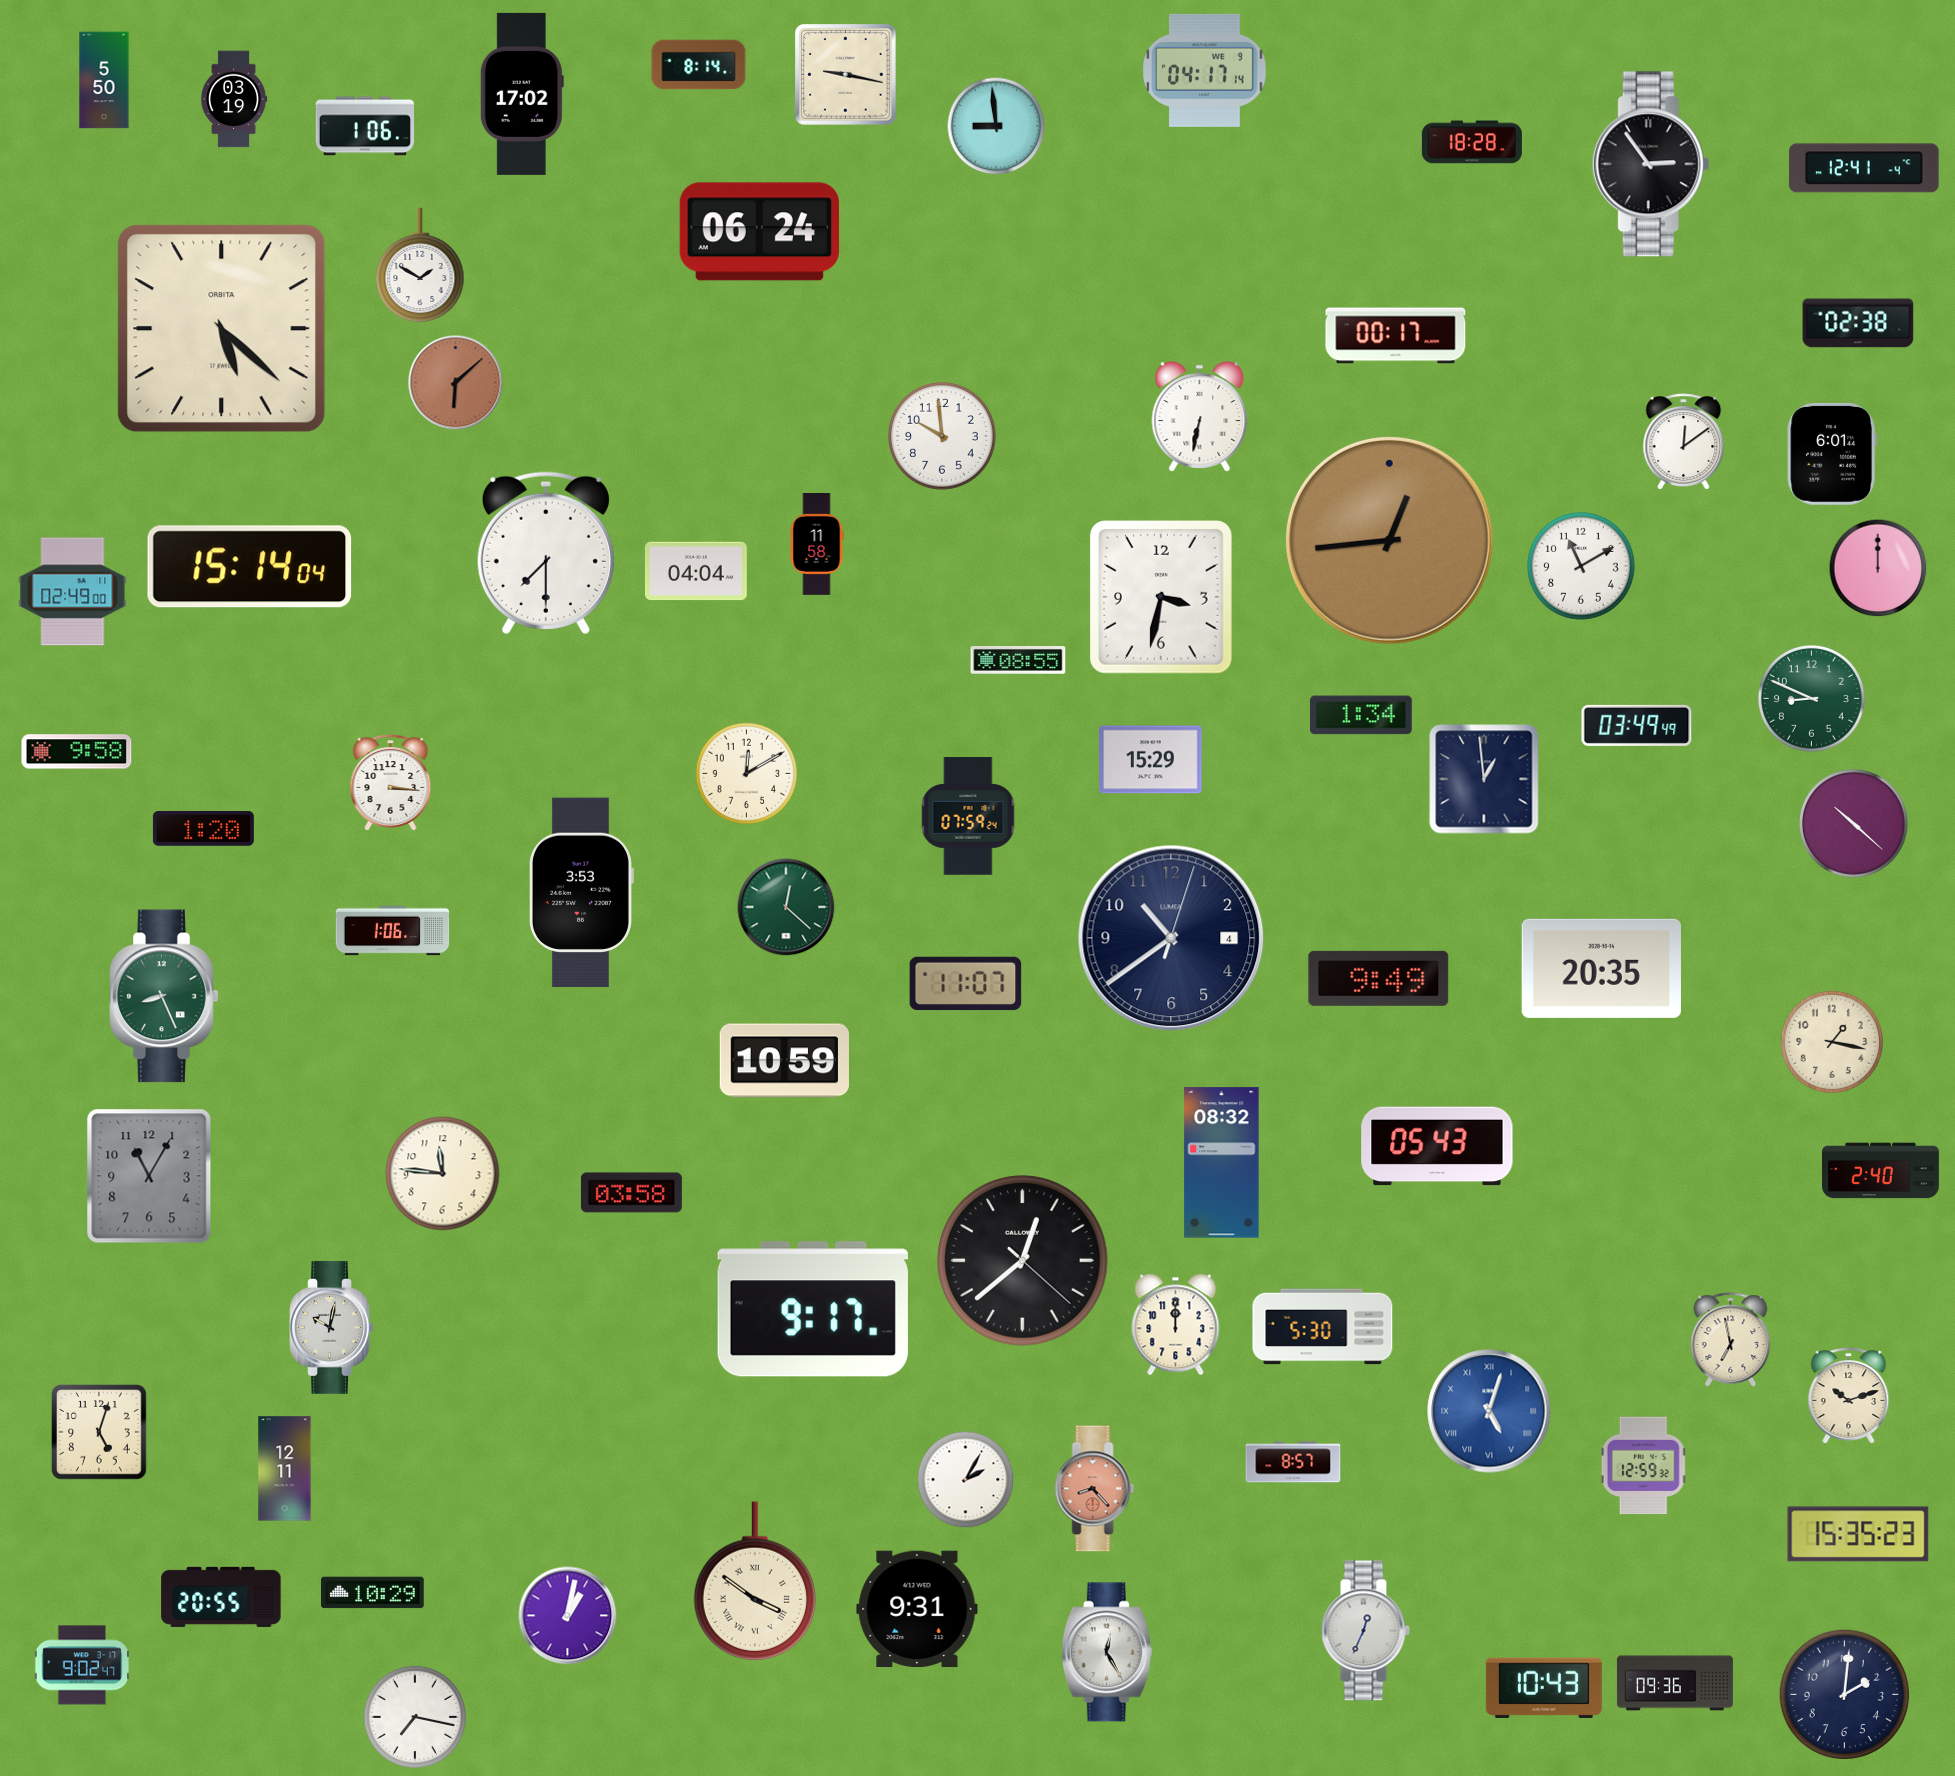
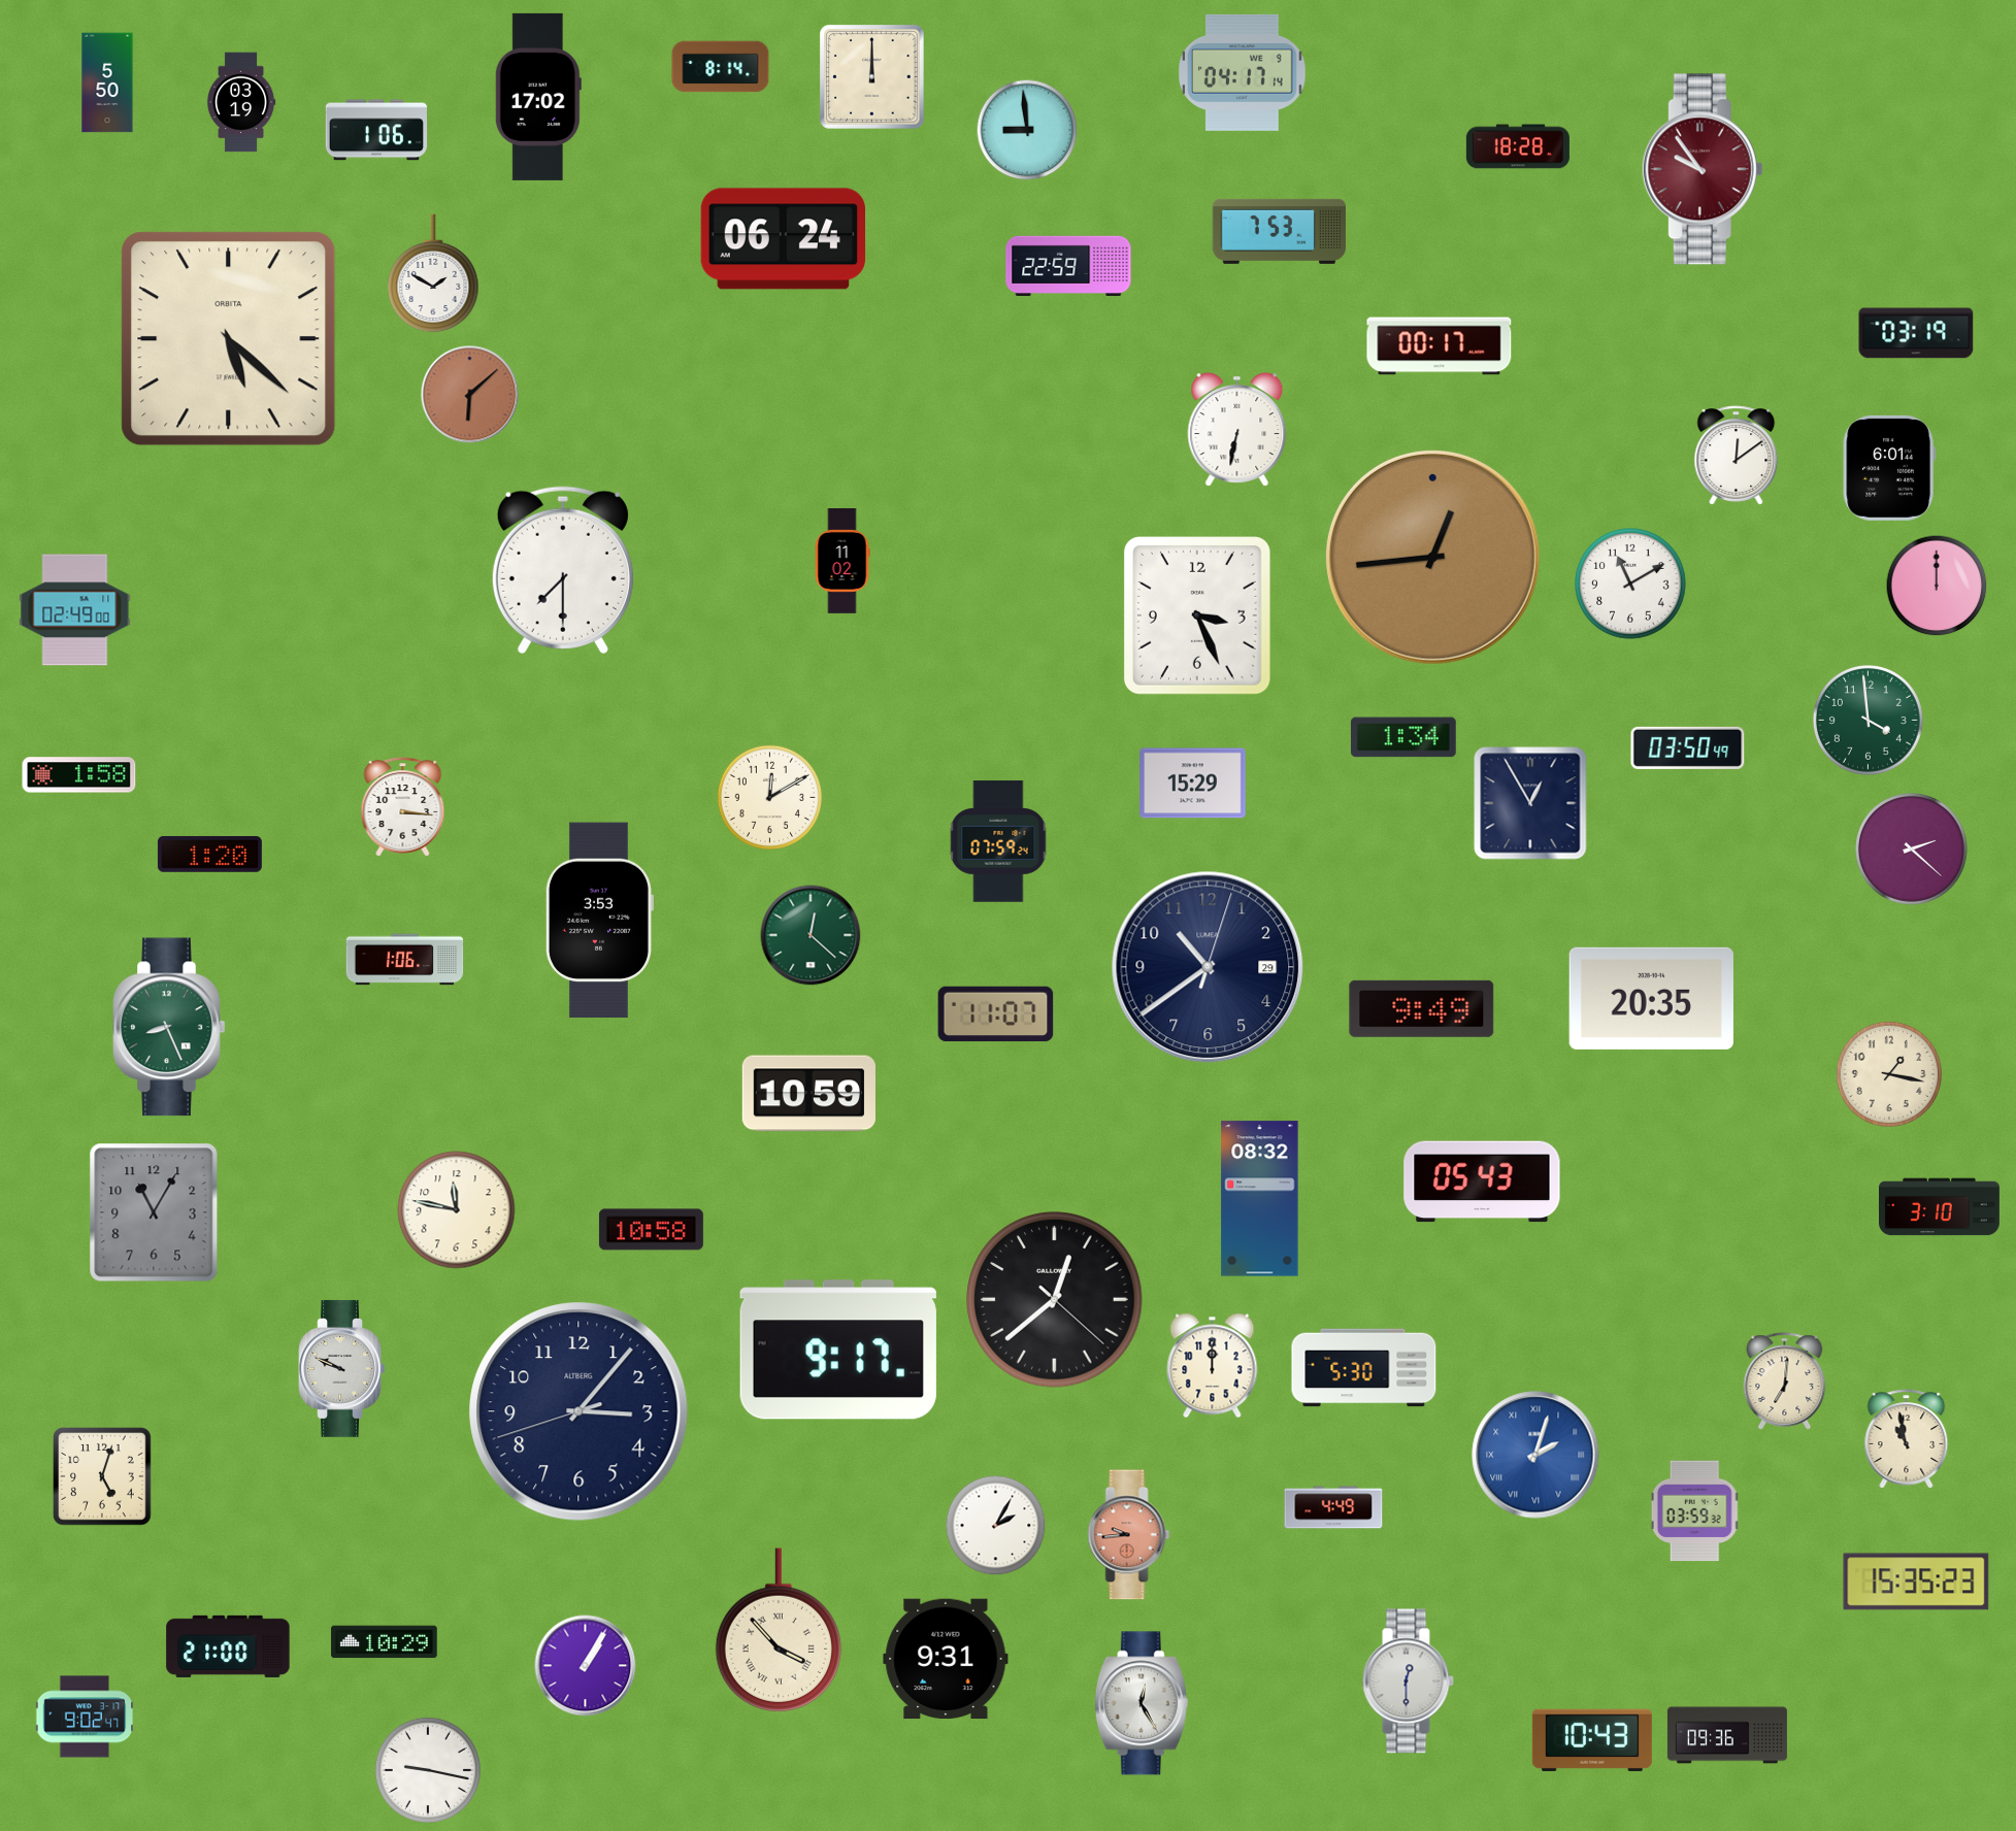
clock at (846, 75): 9:17 -> 12:00
clock at (1651, 164): 2:54 -> 9:54
clock at (1651, 164) dial: black -> burgundy
clock at (1864, 168): 12:41 -> none
clock at (1279, 231): none -> 7:53
clock at (1068, 266): none -> 22:59
clock at (1858, 323): 02:38 -> 03:19
clock at (943, 437): 9:59 -> none
clock at (817, 544): 11:58 -> 11:02
clock at (250, 567): 15:14 -> none
clock at (696, 571): 04:04 -> none
clock at (1161, 598): 3:32 -> 3:26
clock at (1018, 661): 08:55 -> none
clock at (1811, 698): 8:49 -> 3:59
clock at (1637, 725): 03:49 -> 03:50
clock at (77, 752): 9:58 -> 1:58
clock at (1151, 760) position: (1151, 760) -> (1193, 784)
clock at (1484, 779): 12:59 -> 12:55
clock at (1854, 824): 10:22 -> 2:22
clock at (1171, 938) date: 4 -> 29
clock at (1881, 1171): 2:40 -> 3:10
clock at (443, 1174): 11:46 -> 11:47
clock at (631, 1193): 03:58 -> 10:58
clock at (332, 1328): 10:02 -> 9:49
clock at (1731, 1340): 6:58 -> 7:01
clock at (579, 1411): none -> 3:06
clock at (1849, 1396): 10:12 -> 10:58
clock at (1489, 1411): 5:03 -> 2:03
clock at (1293, 1462): 8:57 -> 4:49
clock at (1644, 1466): 12:59 -> 03:59
clock at (285, 1469): 12:11 -> none
clock at (1095, 1489): 8:23 -> 9:44
clock at (755, 1581): 3:51 -> 3:53
clock at (221, 1597): 20:55 -> 21:00
clock at (568, 1616): 1:02 -> 1:05
clock at (1365, 1631): 12:34 -> 12:30
clock at (1844, 1694): 2:01 -> none
clock at (415, 1717): 7:17 -> 9:17
